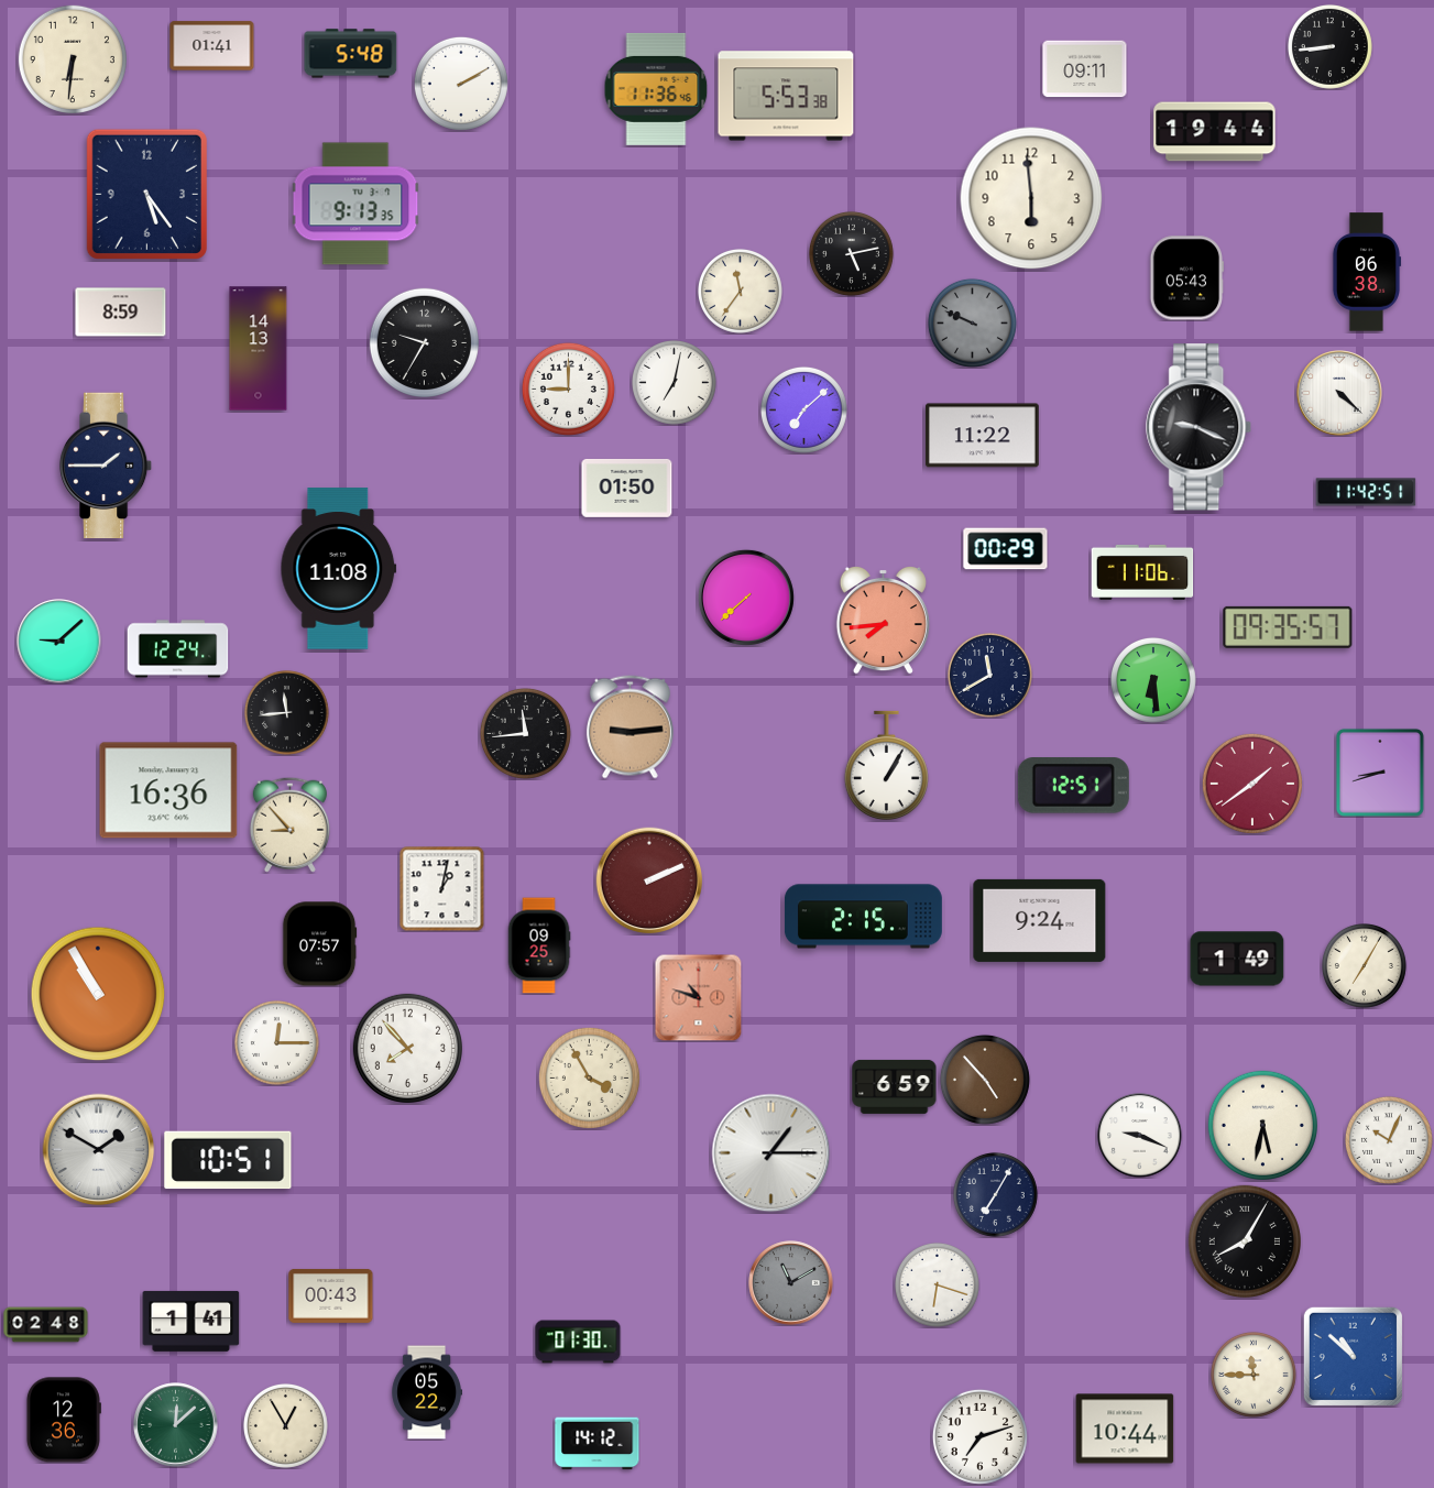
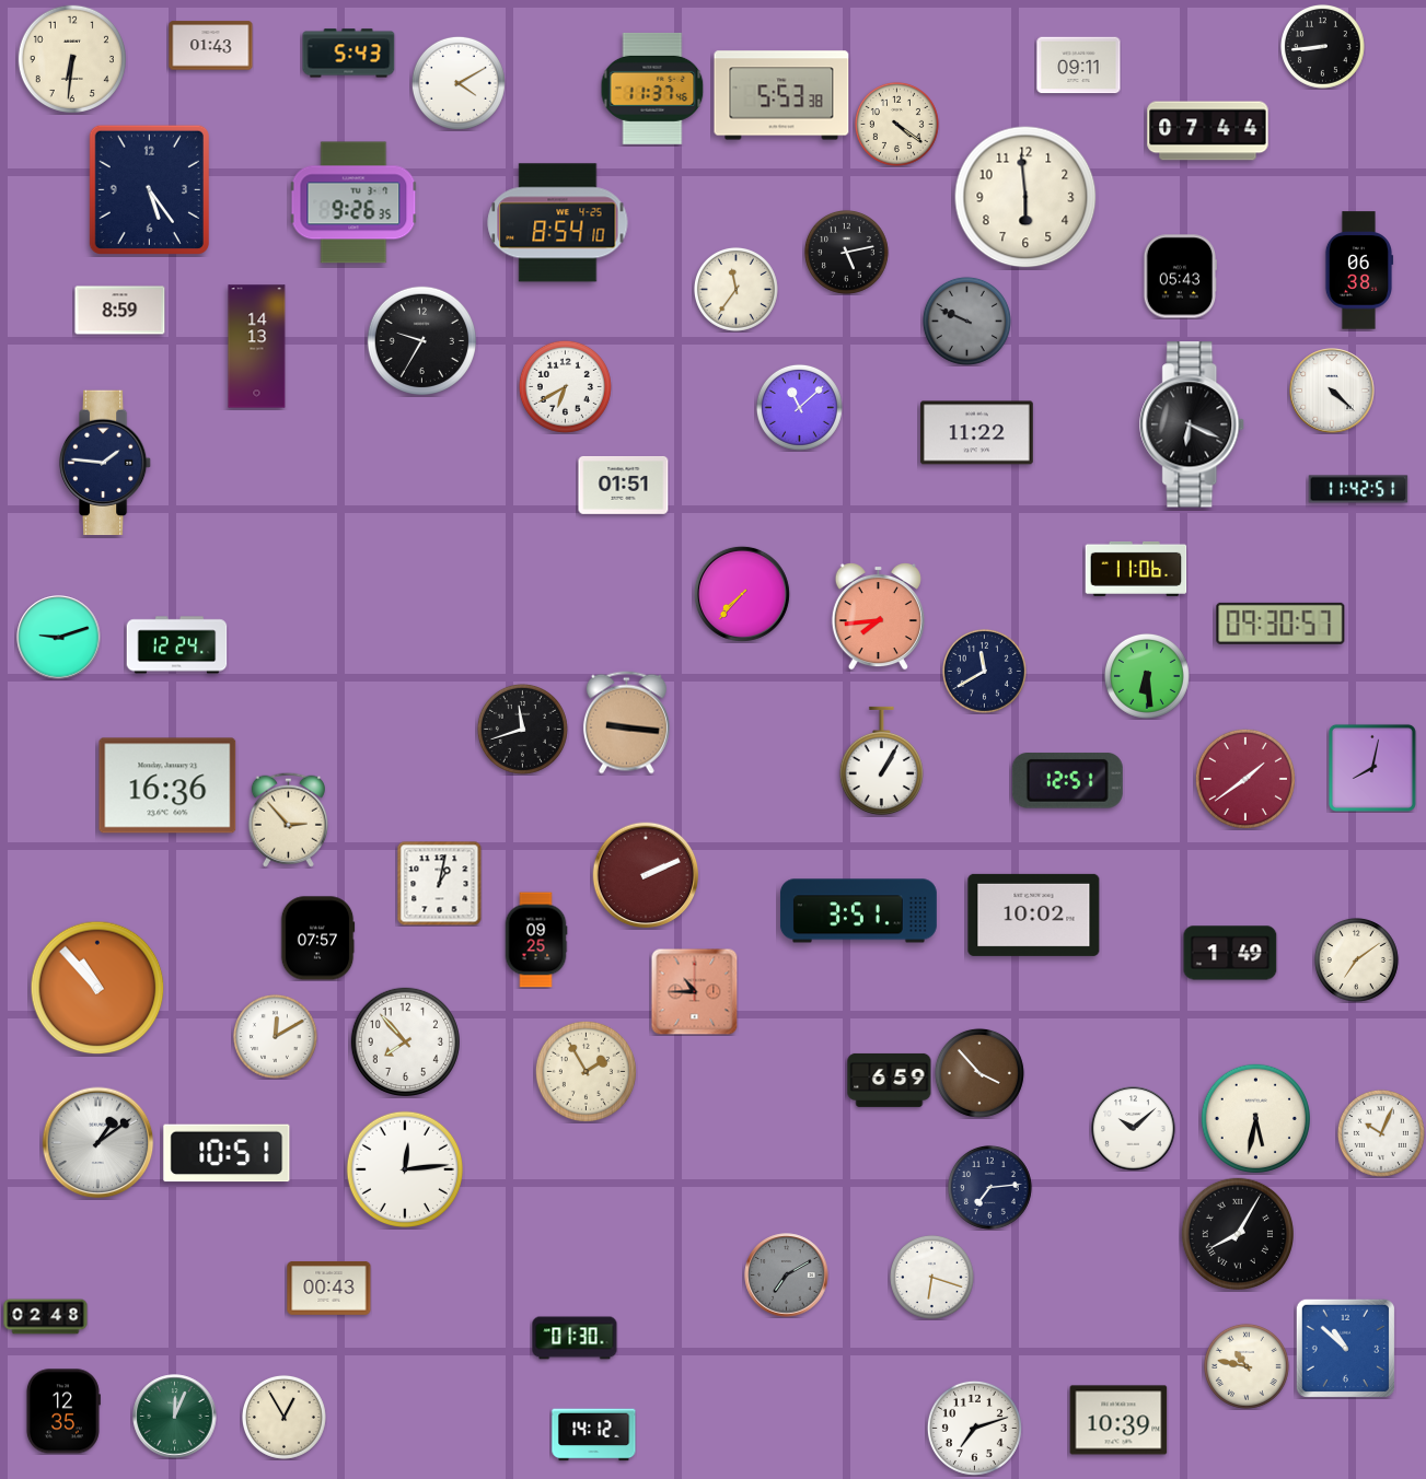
clock at (212, 46): 01:41 -> 01:43
clock at (351, 54): 5:48 -> 5:43
clock at (1085, 69) position: (1085, 69) -> (1079, 66)
clock at (461, 84): 2:10 -> 4:10
clock at (656, 89): 11:36 -> 11:37
clock at (896, 124): none -> 4:21
clock at (1215, 132): 19:44 -> 07:44
clock at (146, 194) position: (146, 194) -> (149, 189)
clock at (355, 204): 9:13 -> 9:26
clock at (558, 223): none -> 8:54
clock at (674, 382): 7:02 -> none
clock at (568, 389): 9:00 -> 6:40
clock at (803, 409): 7:08 -> 11:08
clock at (1200, 427): 9:19 -> 6:19
clock at (106, 466): 1:45 -> 1:46
clock at (627, 489): 01:50 -> 01:51
clock at (1006, 549): 00:29 -> none
clock at (339, 569): 11:08 -> none
clock at (746, 598): 7:38 -> 7:37
clock at (1288, 627): 09:35 -> 09:30
clock at (59, 642): 9:08 -> 9:12
clock at (286, 712): 11:44 -> none
clock at (630, 727): 9:14 -> 9:16
clock at (525, 733): 11:44 -> 11:42
clock at (1380, 773): 8:42 -> 8:02
clock at (289, 824): 8:53 -> 2:53
clock at (864, 917): 2:15 -> 3:51
clock at (1040, 920): 9:24 -> 10:02
clock at (1364, 965): 7:05 -> 7:09
clock at (98, 994): 10:55 -> 10:53
clock at (698, 997): 10:48 -> 10:45
clock at (276, 1042): 12:15 -> 12:10
clock at (589, 1077): 3:55 -> 1:55
clock at (985, 1080): 4:53 -> 3:53
clock at (1140, 1136): 9:19 -> 10:08
clock at (99, 1150): 1:50 -> 1:09
clock at (771, 1153): 1:15 -> none
clock at (405, 1169): none -> 12:14
clock at (995, 1194): 7:05 -> 7:14
clock at (791, 1283): 11:10 -> 7:10
clock at (191, 1321): 1:41 -> none
clock at (578, 1342) position: (578, 1342) -> (575, 1338)
clock at (1254, 1375): 11:45 -> 10:47
clock at (426, 1392): 05:22 -> none
clock at (63, 1420): 12:36 -> 12:35
clock at (176, 1425): 12:08 -> 12:04
clock at (1125, 1429): 10:44 -> 10:39
